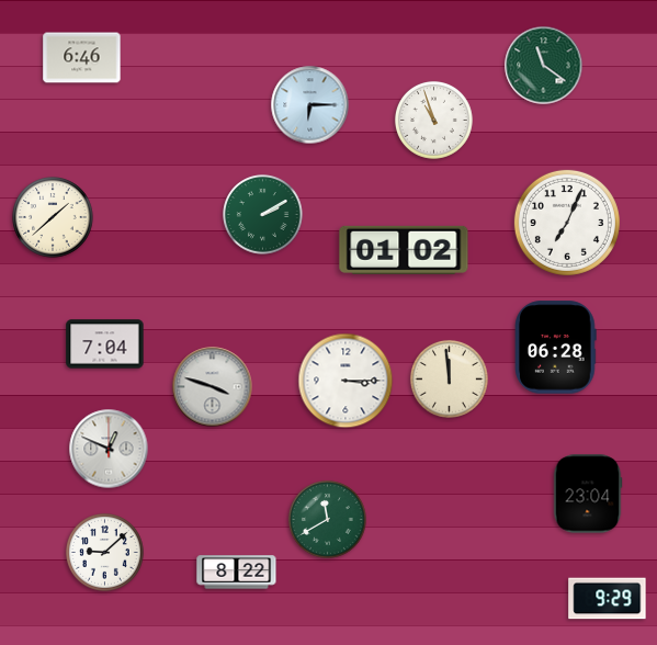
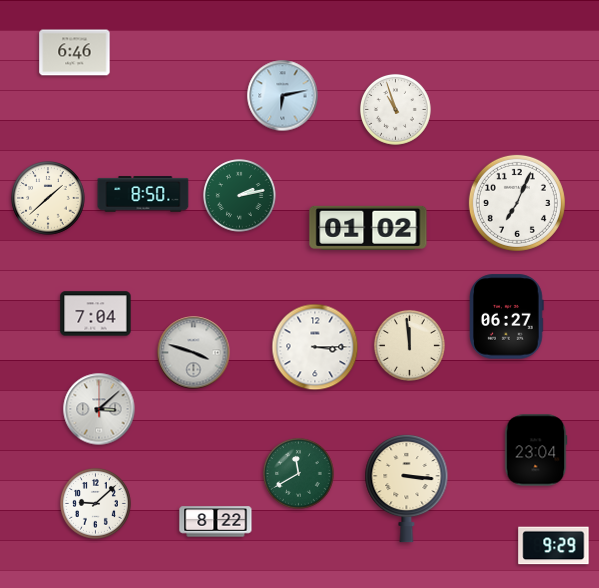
clock at (544, 66): 11:21 -> none
clock at (310, 105): 6:15 -> 6:13
clock at (143, 194): none -> 8:50
clock at (263, 215): 2:10 -> 2:13
clock at (556, 348): 06:28 -> 06:27
clock at (109, 449): 12:49 -> 3:08
clock at (407, 488): none -> 3:16
